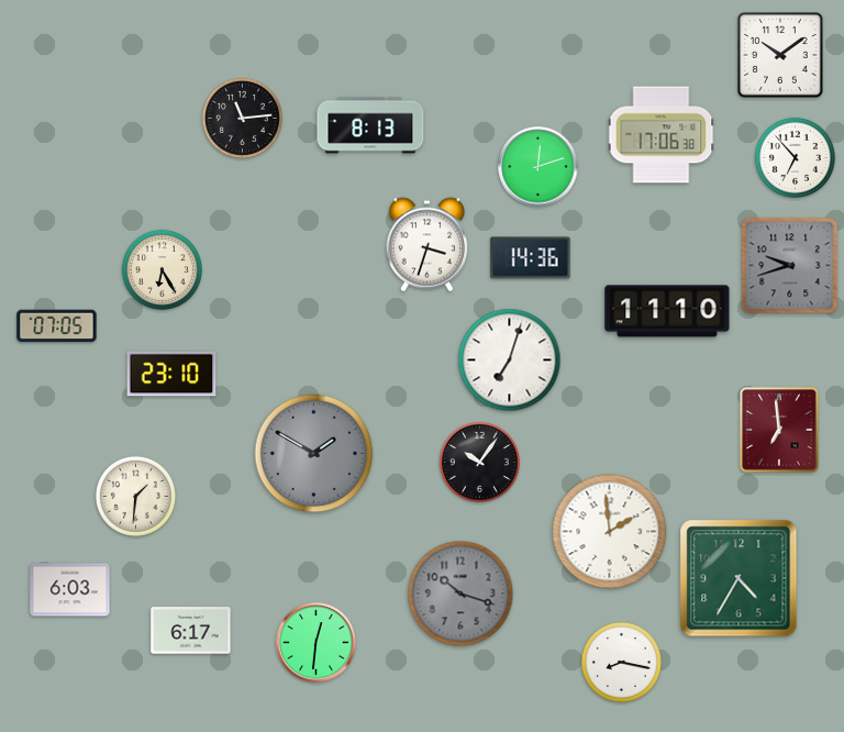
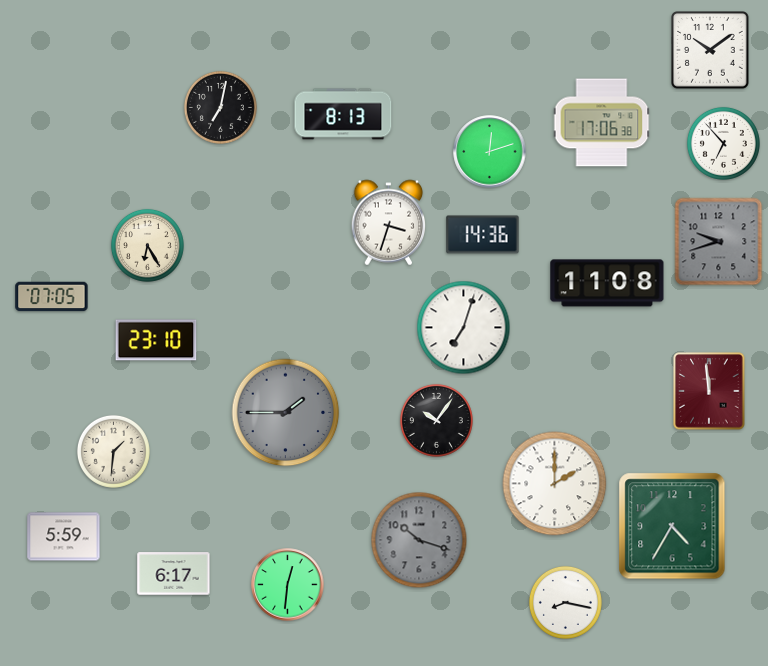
clock at (242, 118): 11:14 -> 7:02
clock at (370, 125) position: (370, 125) -> (343, 114)
clock at (667, 311): 11:10 -> 11:08
clock at (779, 430): 6:59 -> 11:59
clock at (314, 454): 1:50 -> 1:45
clock at (135, 496) position: (135, 496) -> (113, 451)
clock at (610, 532): 1:59 -> 2:00
clock at (70, 590): 6:03 -> 5:59
